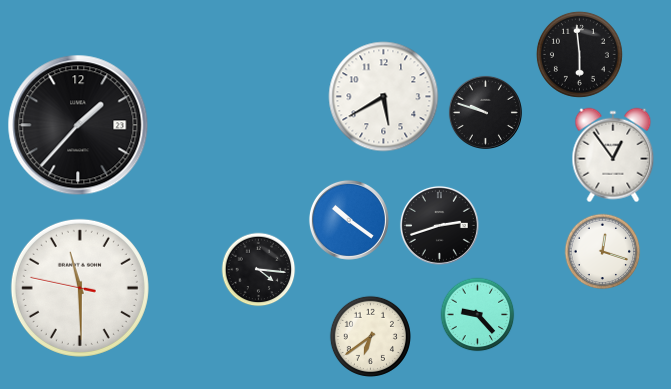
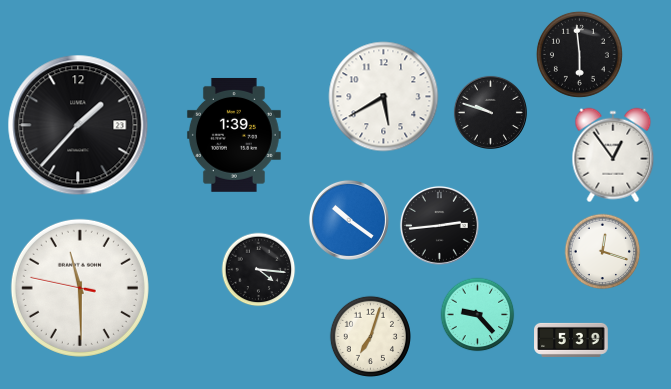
clock at (485, 112) position: (485, 112) -> (490, 112)
clock at (234, 135): none -> 1:39
clock at (439, 225): 2:42 -> 2:44
clock at (370, 336): 6:39 -> 7:03
clock at (571, 340): none -> 5:39
